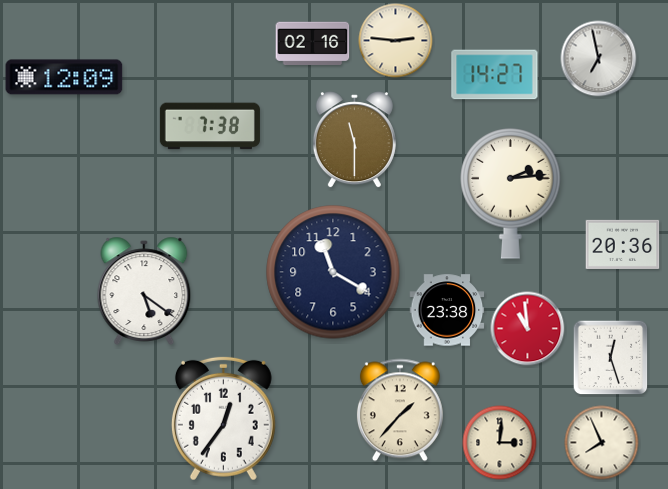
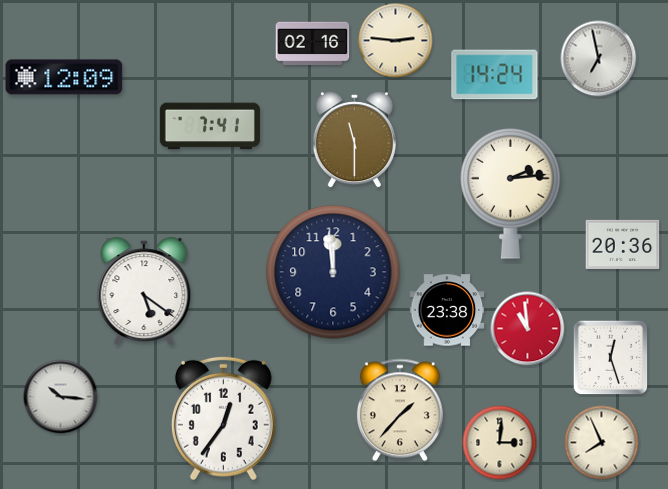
clock at (495, 75): 14:27 -> 14:24
clock at (210, 126): 7:38 -> 7:41
clock at (333, 272): 11:20 -> 11:59
clock at (61, 397): none -> 10:16
